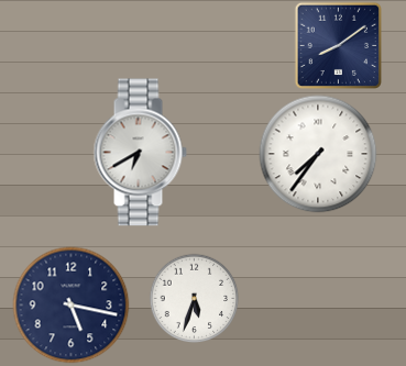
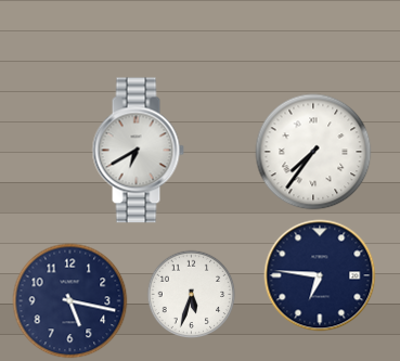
clock at (338, 45): 8:09 -> none
clock at (320, 275): none -> 6:46
